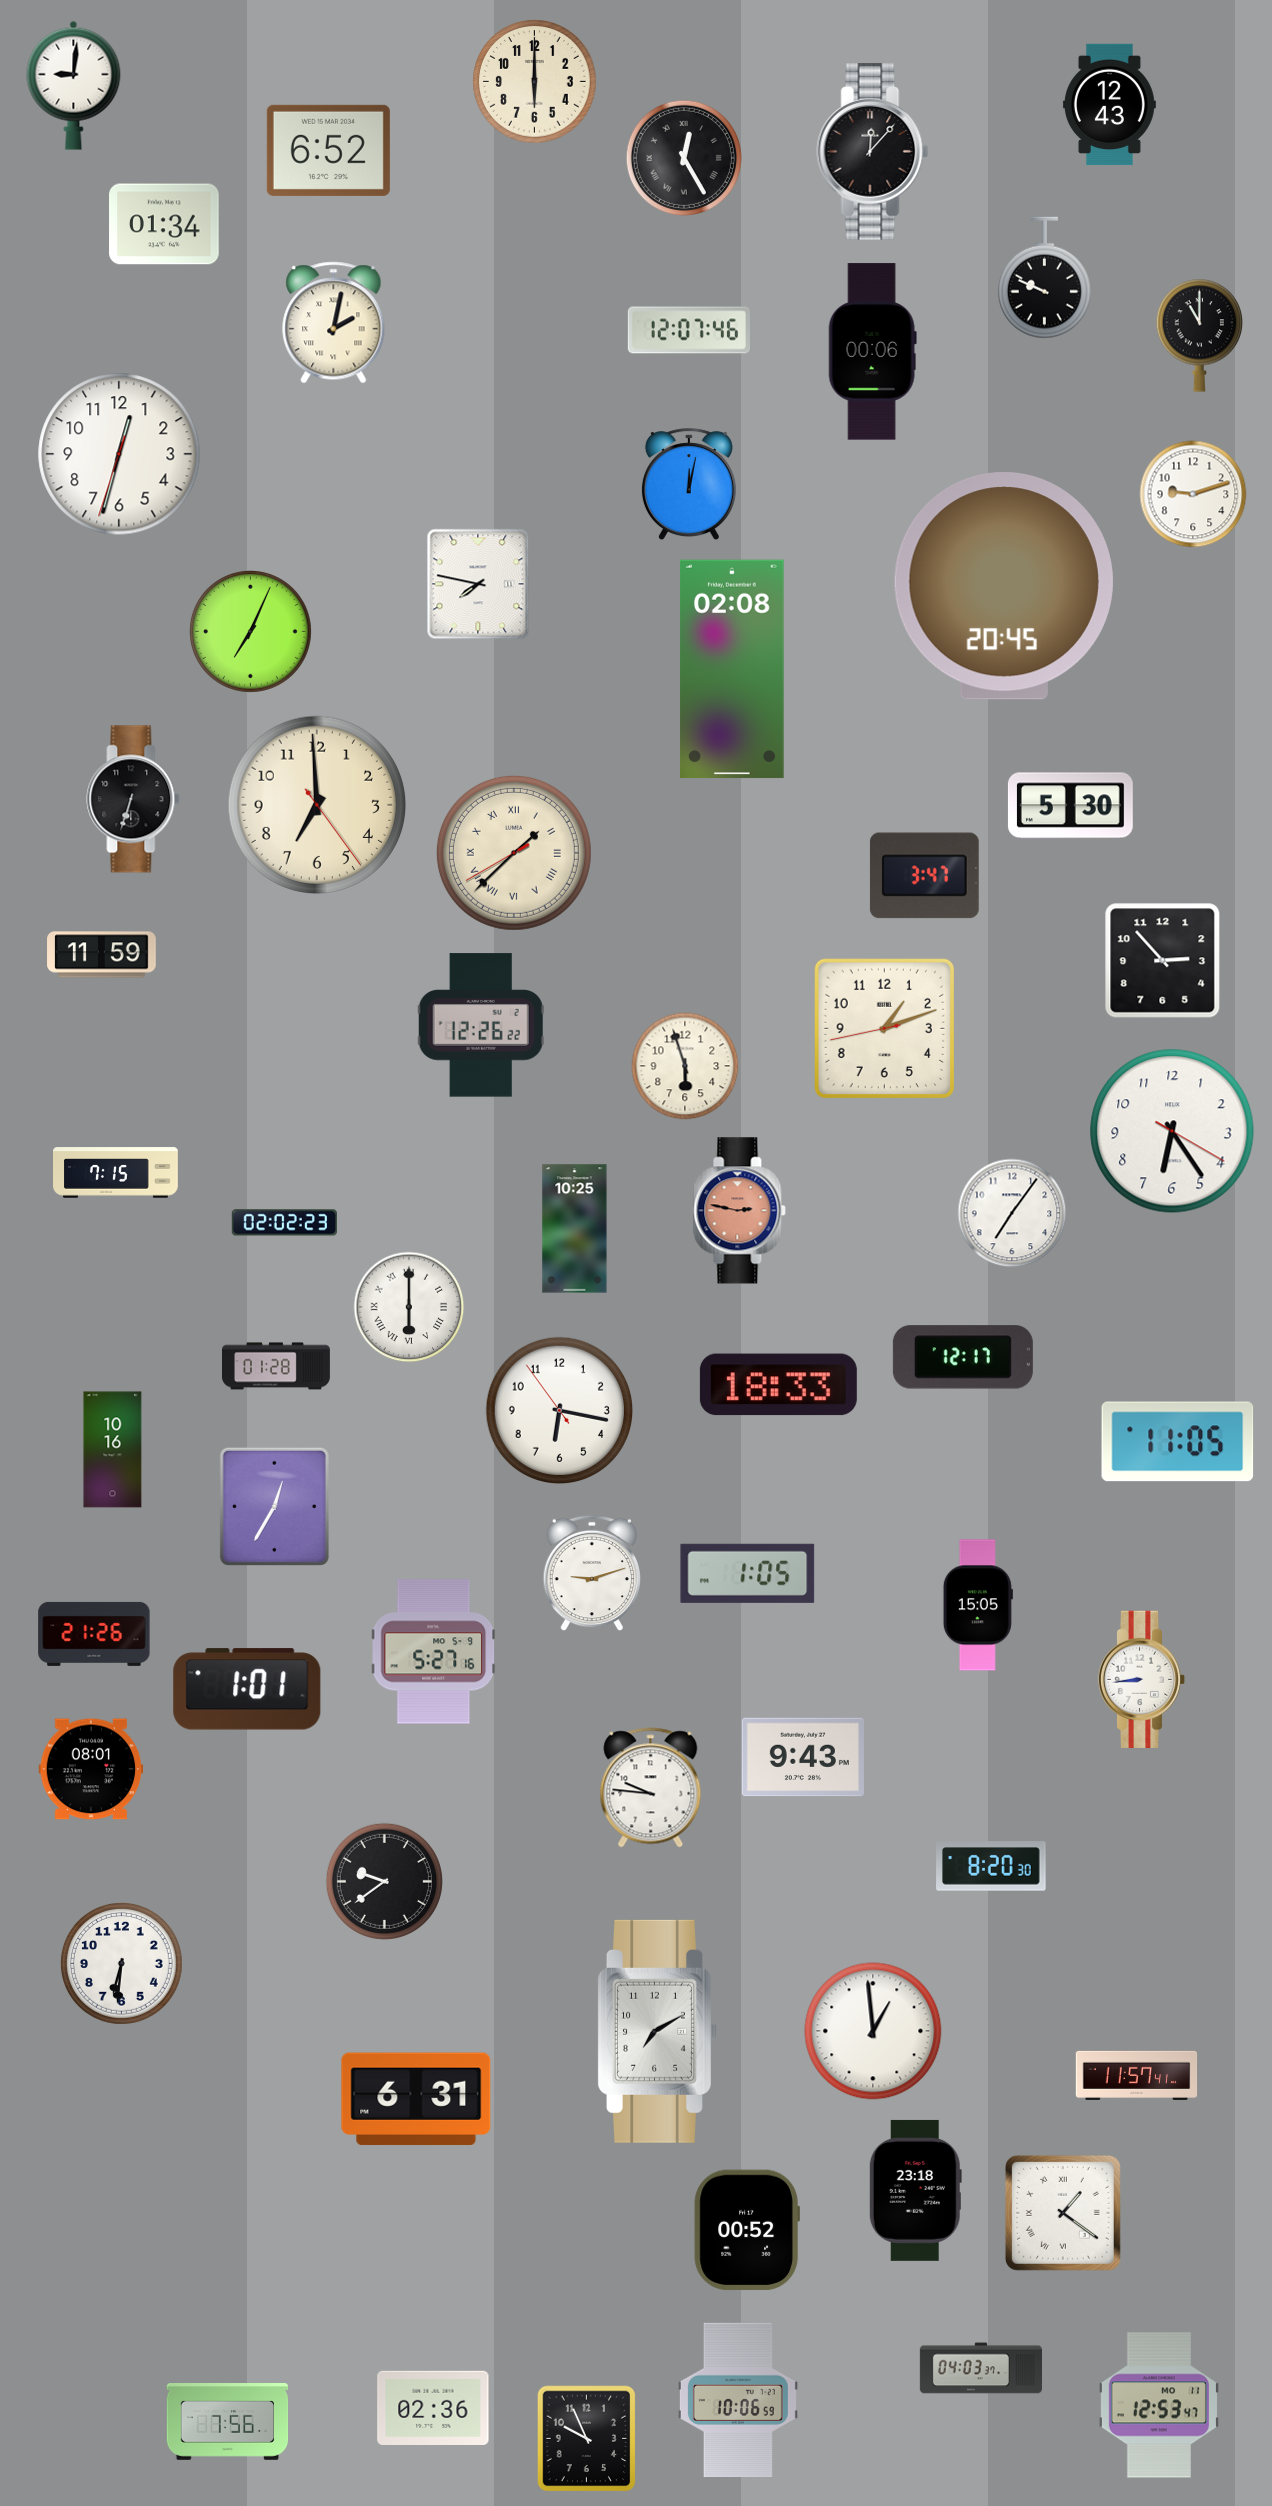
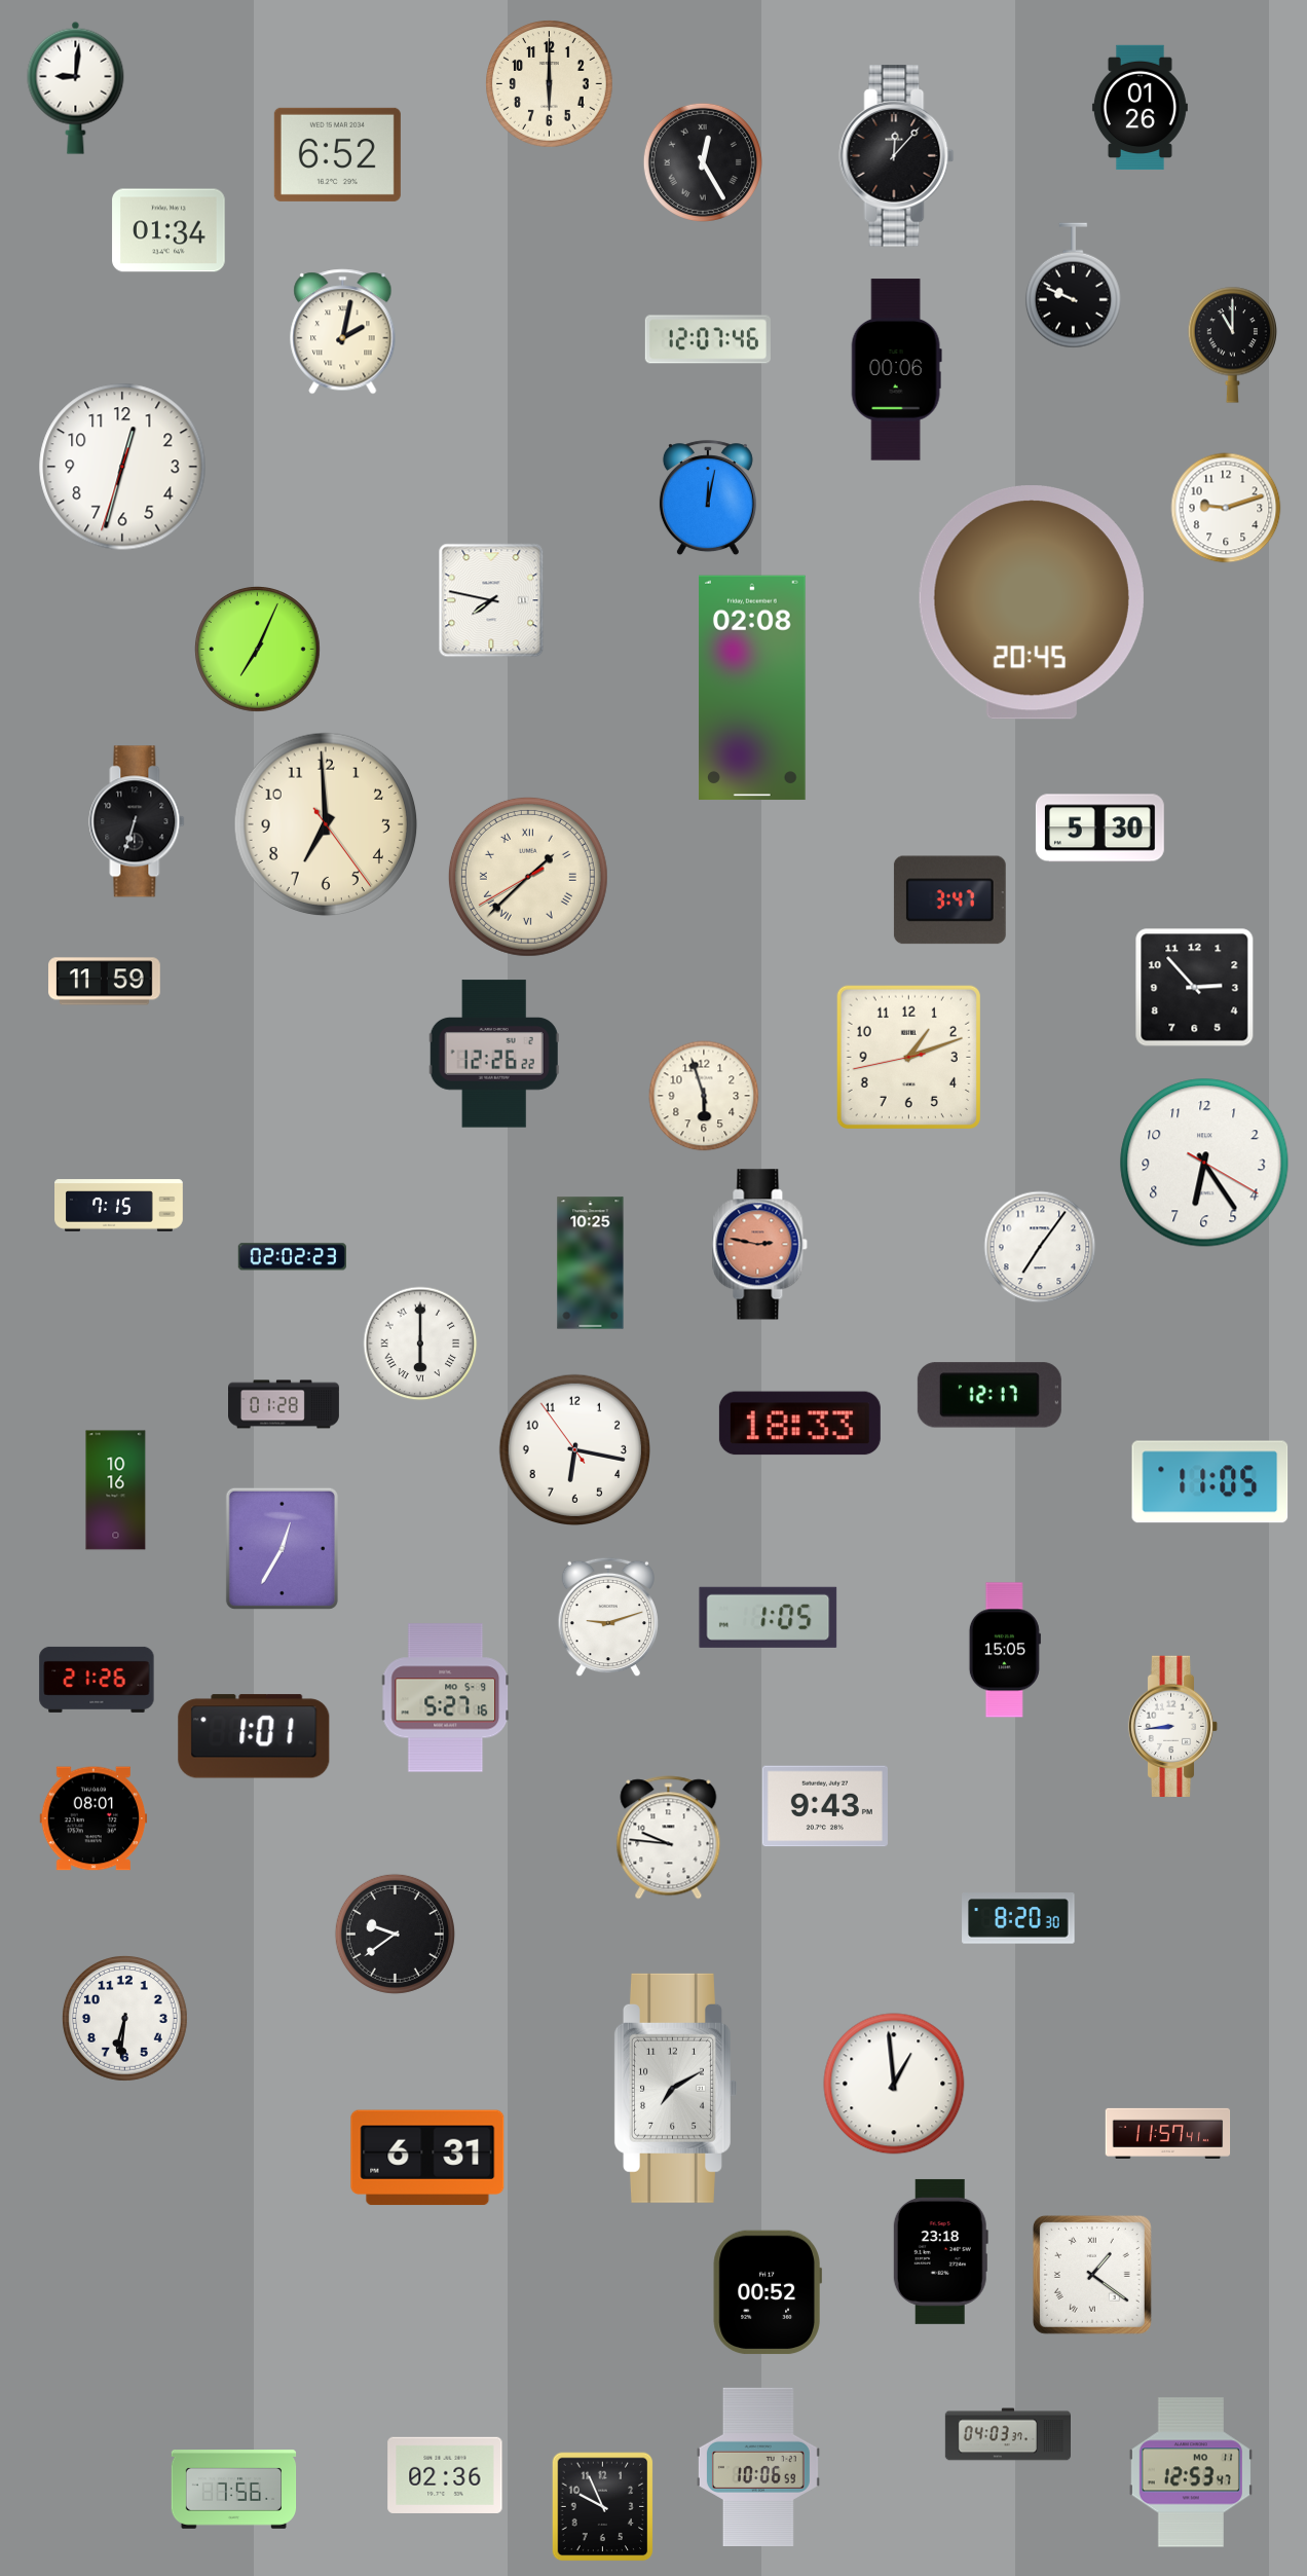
clock at (1109, 105): 12:43 -> 01:26
clock at (872, 352) position: (872, 352) -> (896, 370)
clock at (317, 805) position: (317, 805) -> (326, 824)
clock at (873, 2031) position: (873, 2031) -> (894, 2084)
